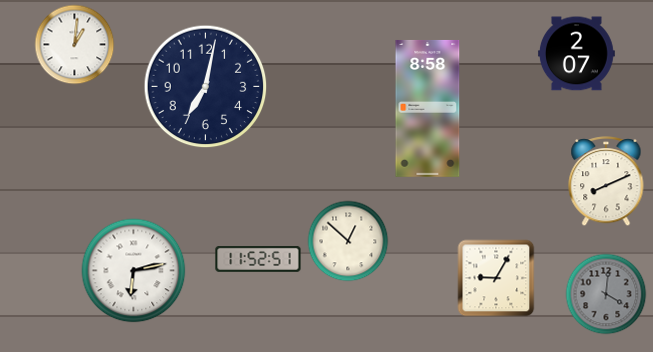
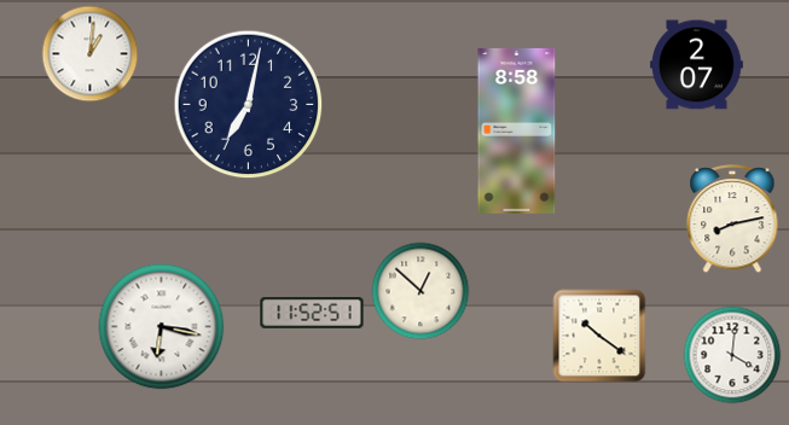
clock at (606, 182): 8:11 -> 8:13
clock at (134, 271): 6:13 -> 6:17
clock at (496, 278): 9:05 -> 10:21
clock at (606, 294) dial: grey -> white
